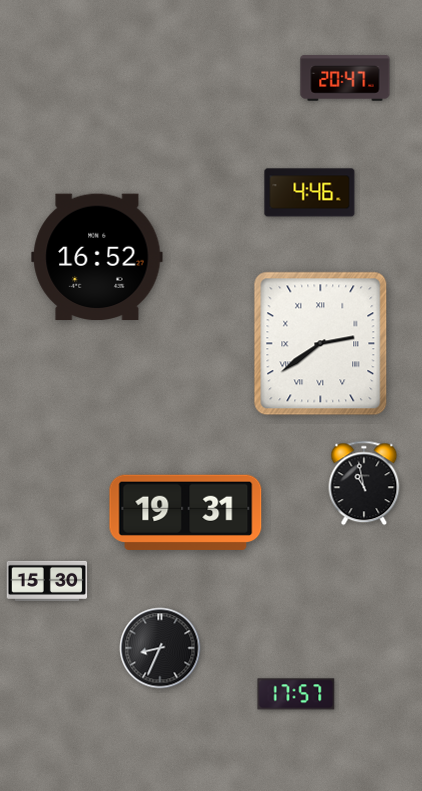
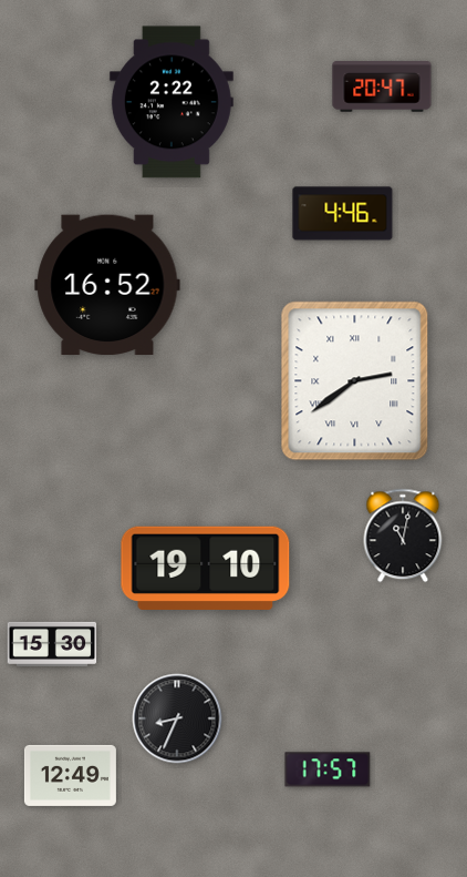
clock at (172, 102): none -> 2:22
clock at (364, 483): 10:58 -> 11:02
clock at (186, 512): 19:31 -> 19:10
clock at (70, 775): none -> 12:49
